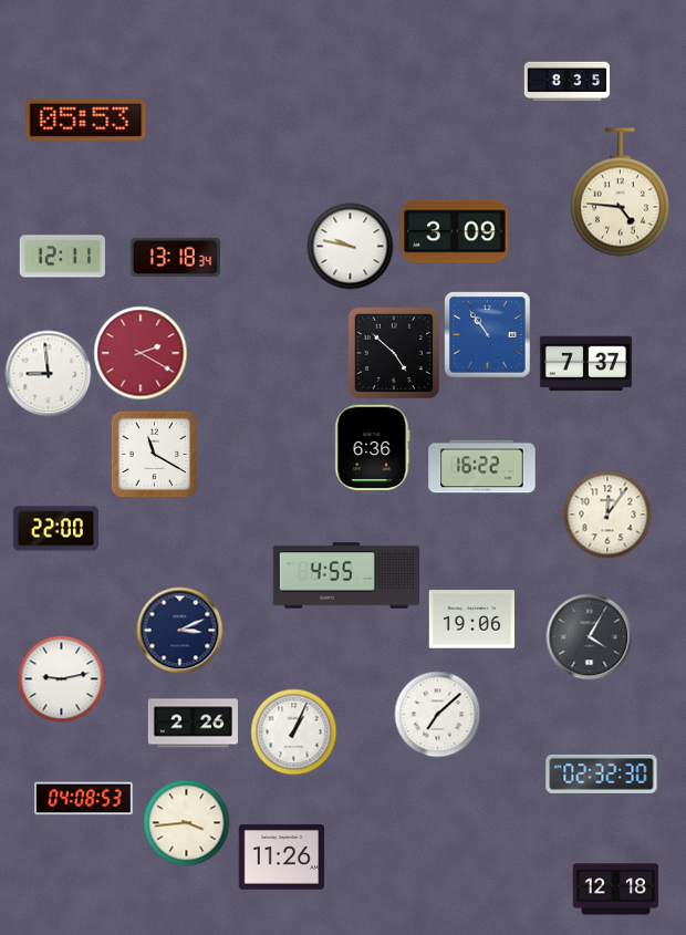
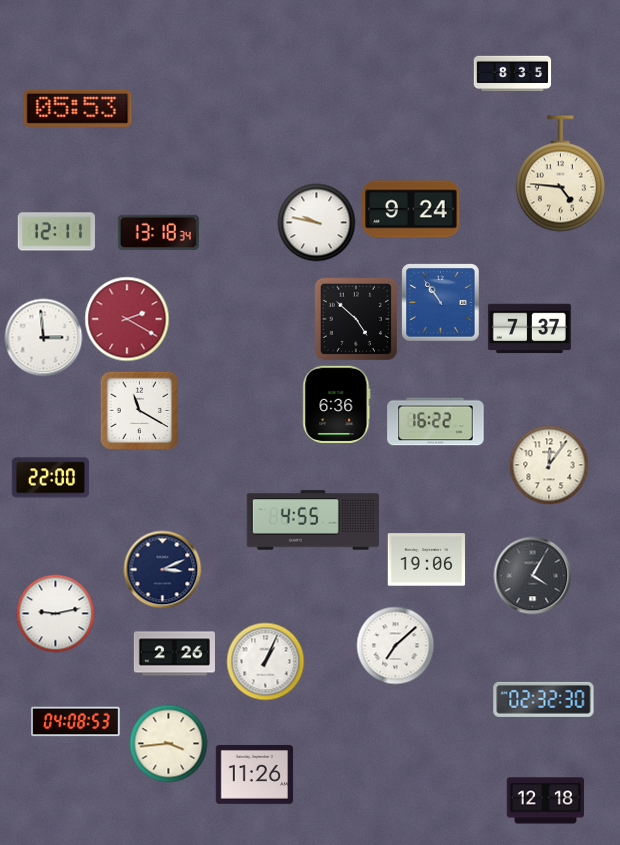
clock at (455, 231): 3:09 -> 9:24
clock at (48, 373): 8:59 -> 2:59
clock at (615, 890) position: (615, 890) -> (545, 801)
